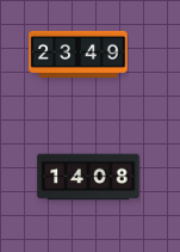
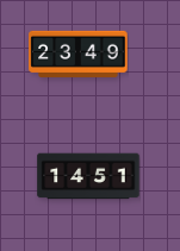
clock at (88, 177): 14:08 -> 14:51
